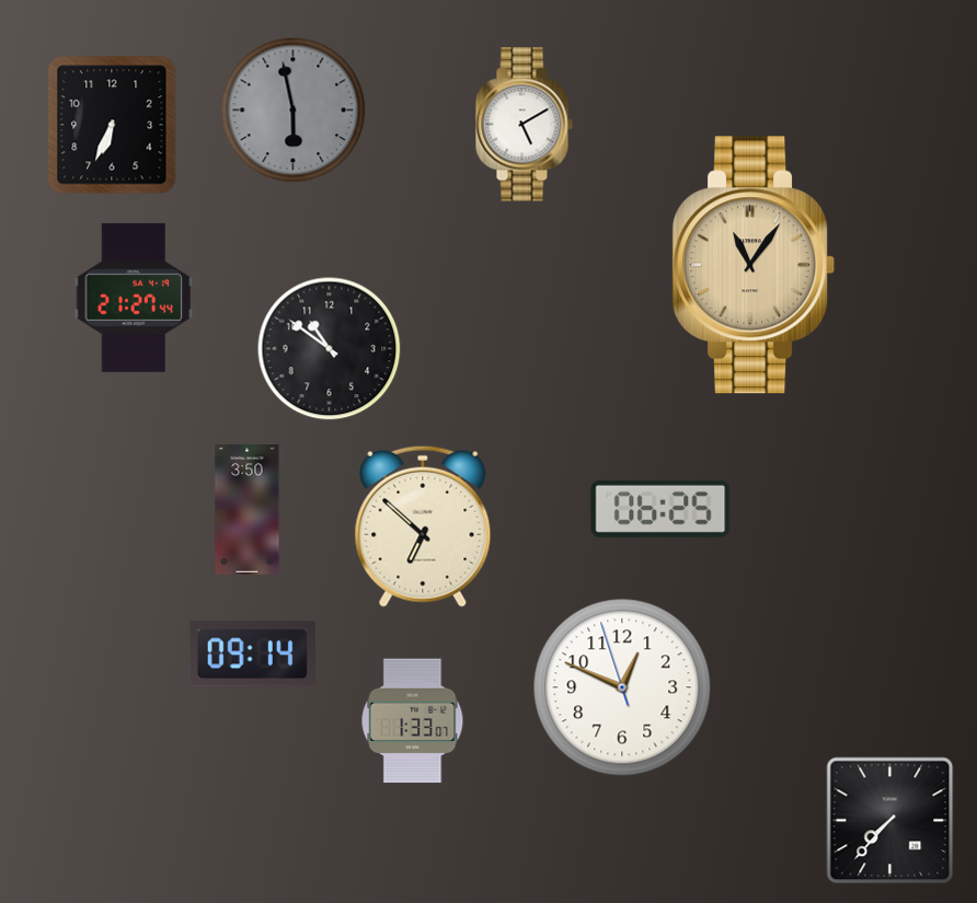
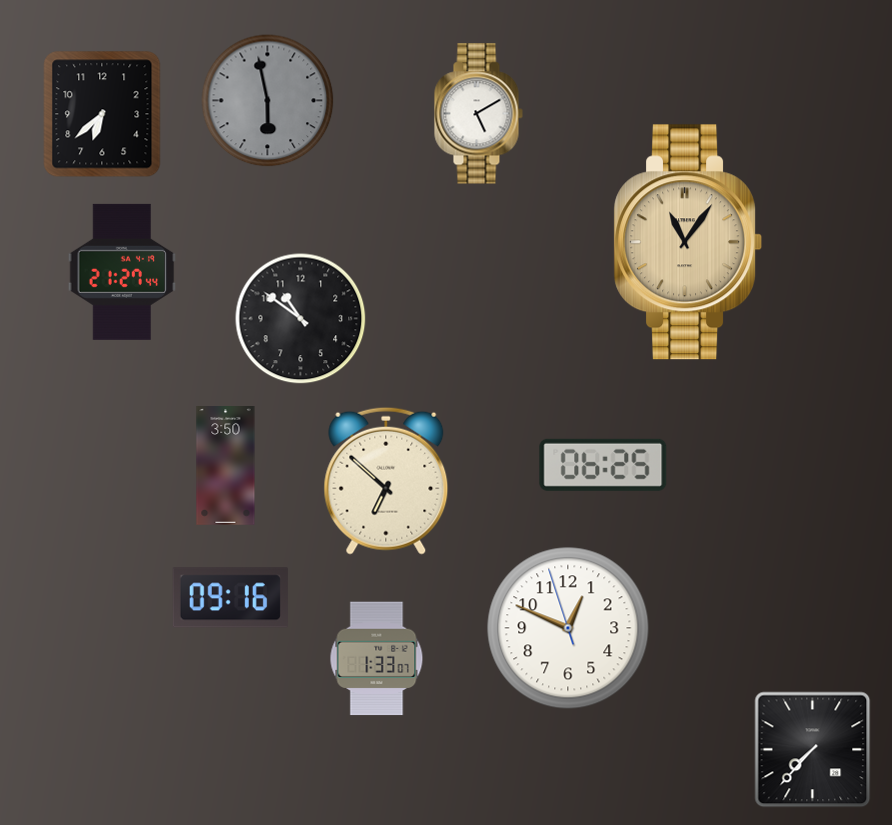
clock at (112, 125): 6:34 -> 6:38
clock at (252, 655): 09:14 -> 09:16
